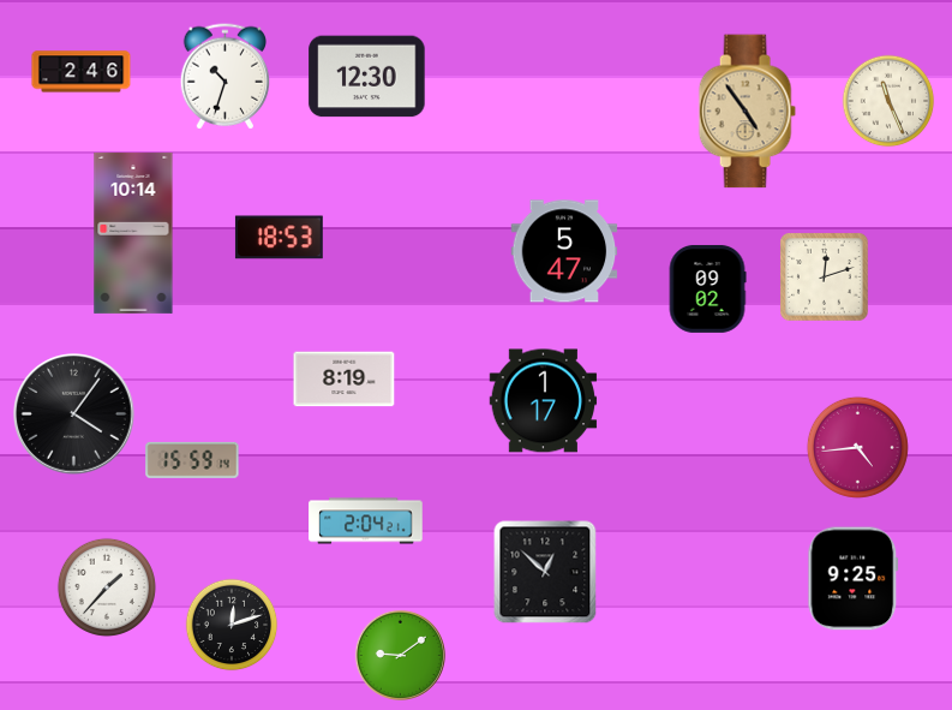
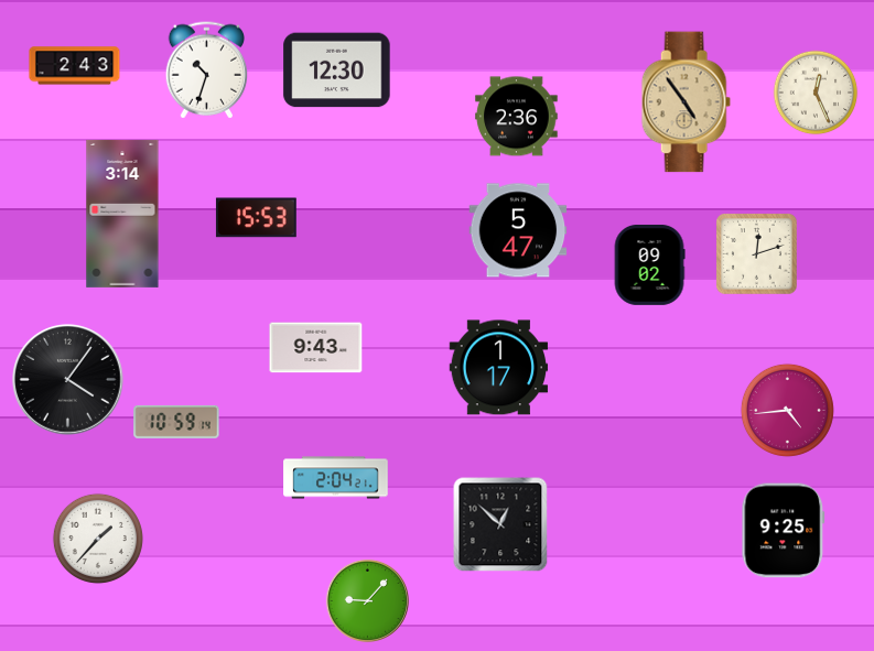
clock at (82, 72): 2:46 -> 2:43
clock at (888, 101): 11:26 -> 12:26
clock at (517, 117): none -> 2:36
clock at (133, 233): 10:14 -> 3:14
clock at (279, 238): 18:53 -> 15:53
clock at (345, 380): 8:19 -> 9:43
clock at (192, 460): 15:59 -> 10:59
clock at (232, 625): 12:12 -> none
clock at (400, 655): 9:09 -> 9:07
